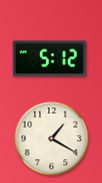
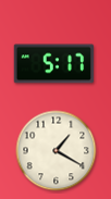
clock at (50, 59): 5:12 -> 5:17
